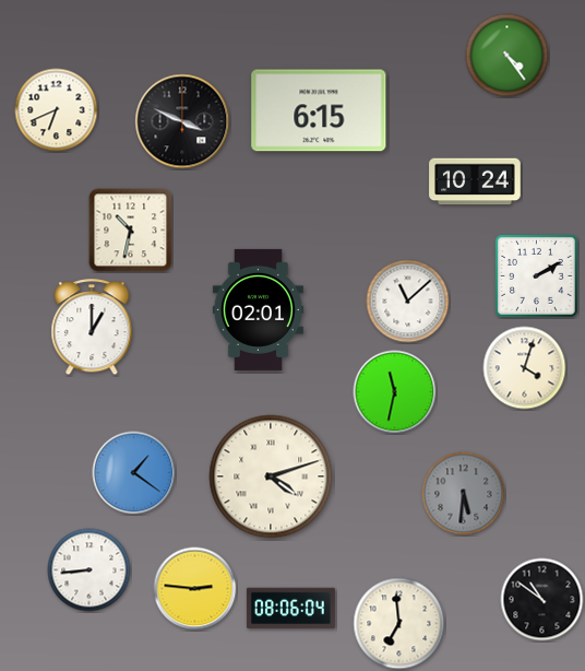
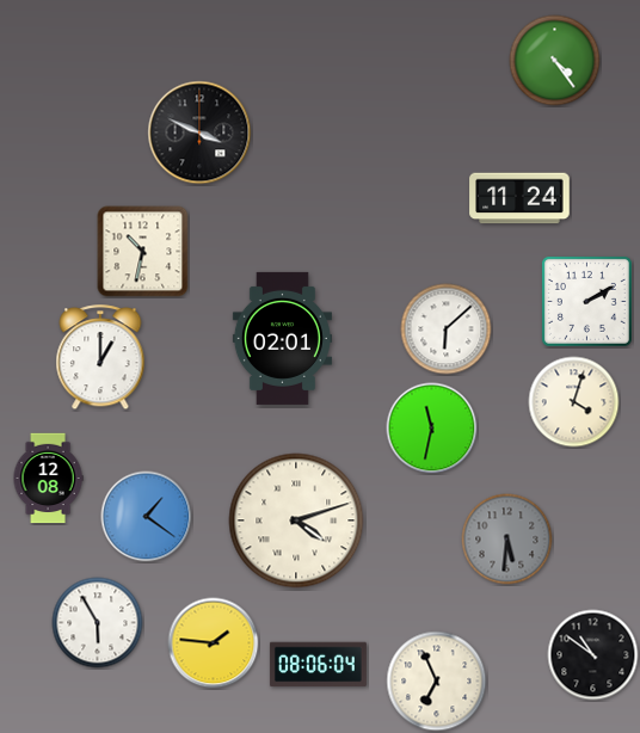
clock at (57, 110): 6:41 -> none
clock at (319, 110): 6:15 -> none
clock at (475, 181): 10:24 -> 11:24
clock at (408, 302): 11:08 -> 6:08
clock at (48, 479): none -> 12:08
clock at (89, 570): 8:44 -> 5:55
clock at (195, 589): 2:46 -> 1:46
clock at (399, 624): 6:59 -> 6:56
